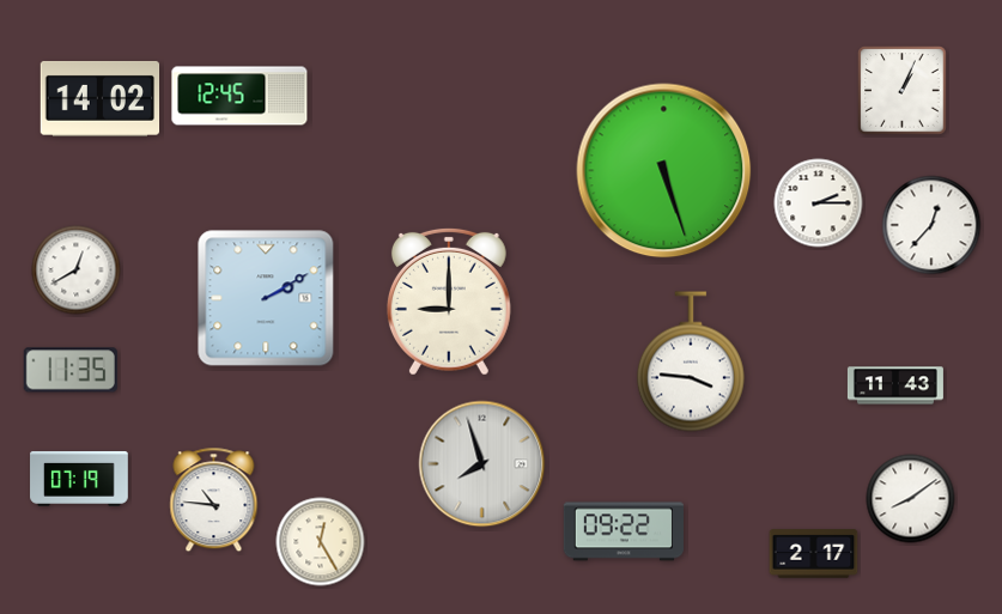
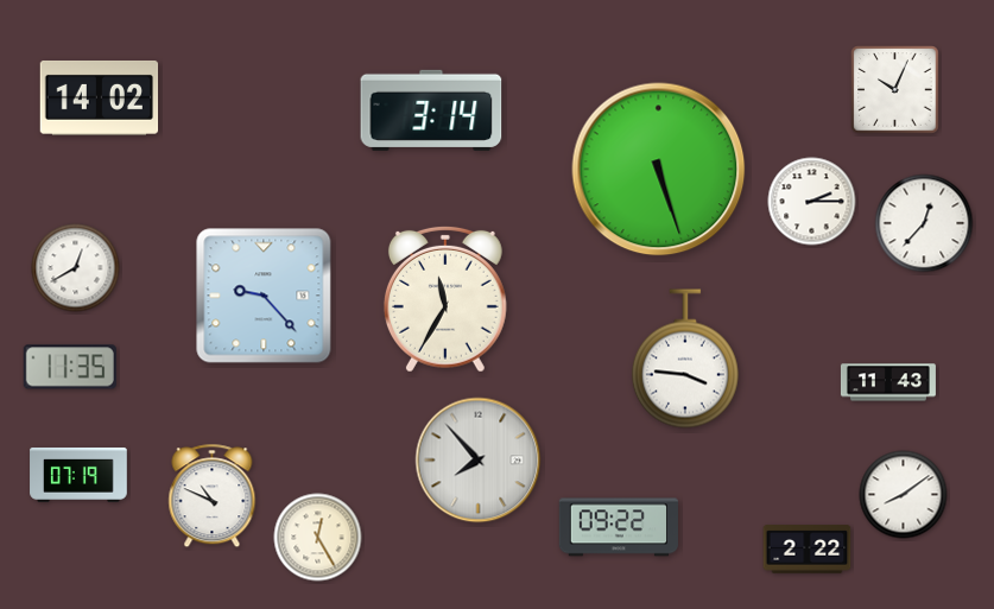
clock at (903, 91): 1:04 -> 10:04
clock at (239, 96): 12:45 -> none
clock at (431, 110): none -> 3:14
clock at (266, 298): 2:10 -> 9:23
clock at (449, 302): 9:00 -> 11:35
clock at (482, 464): 7:57 -> 7:53
clock at (214, 500): 10:46 -> 10:49
clock at (814, 554): 2:17 -> 2:22
